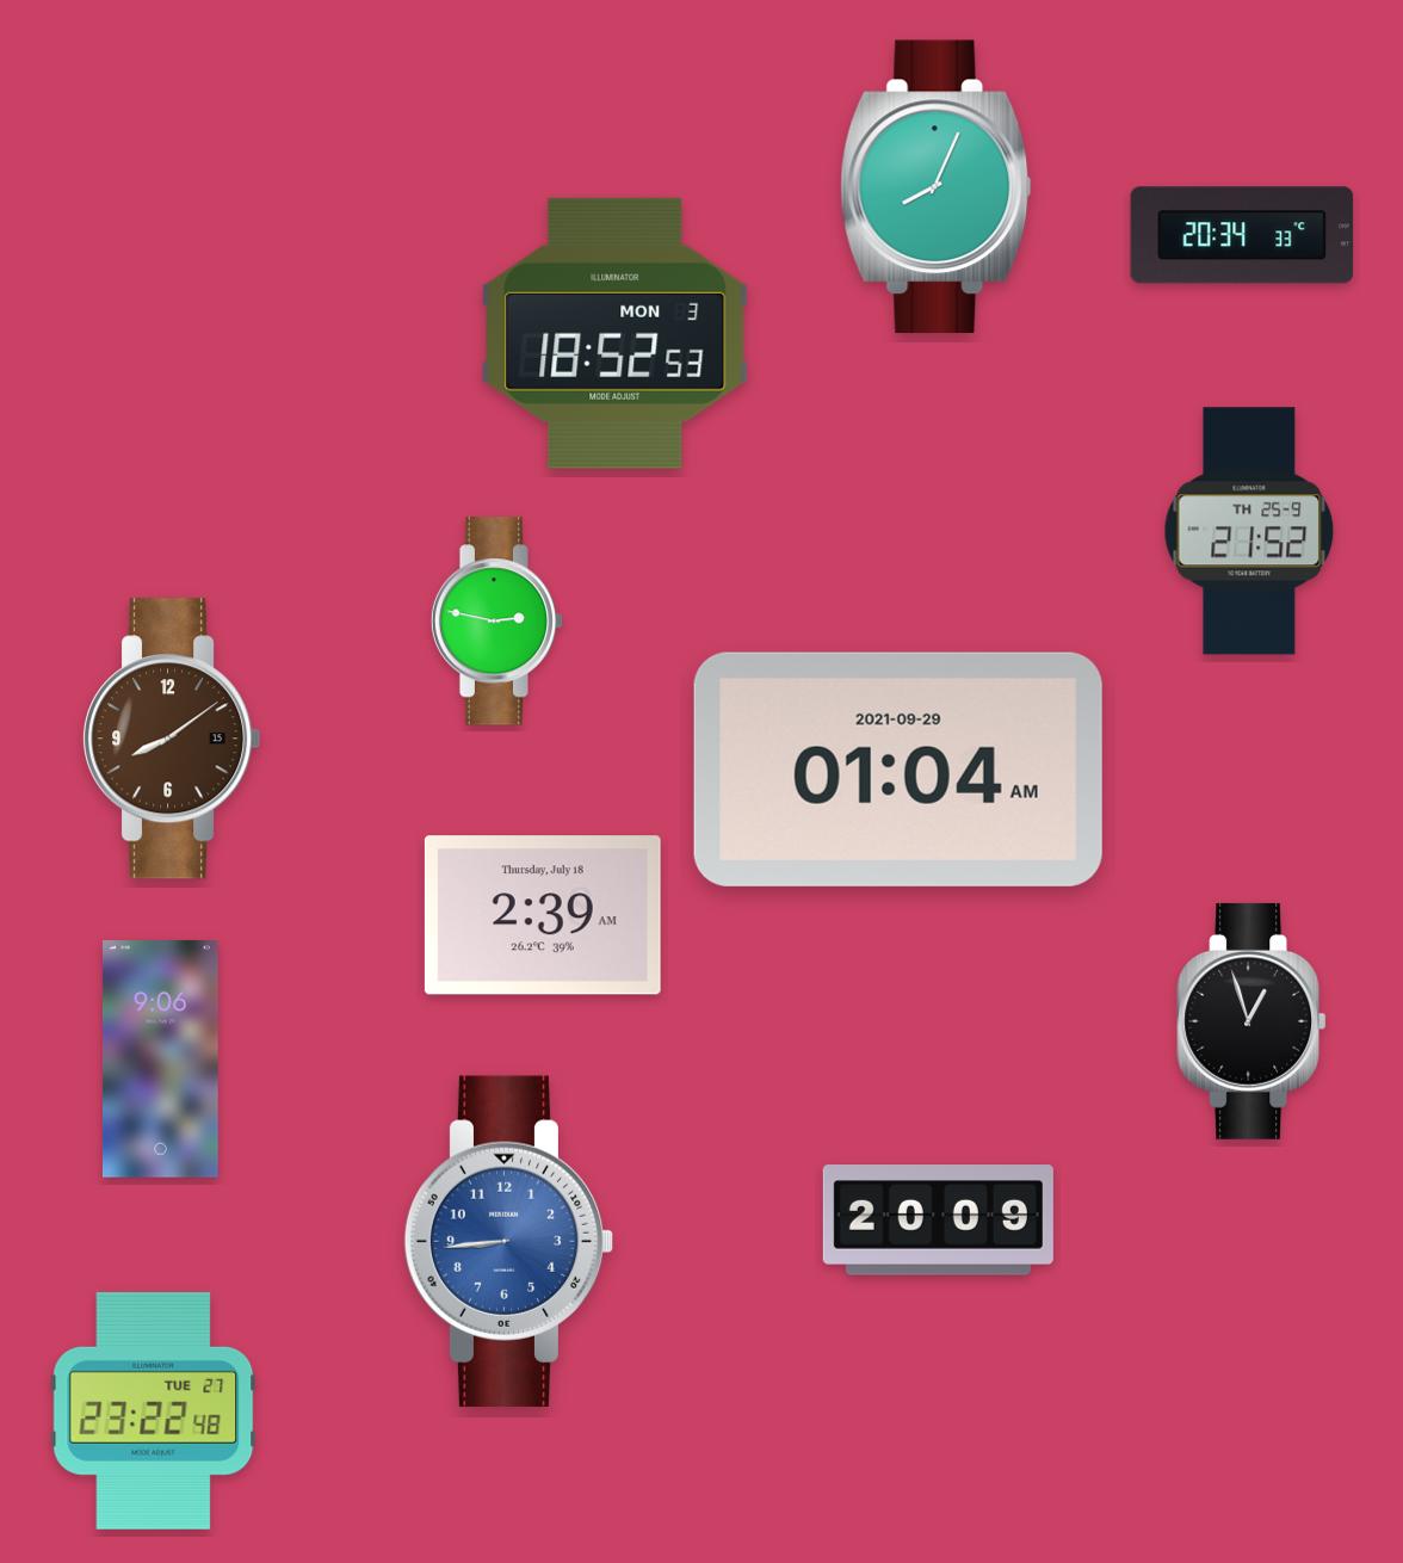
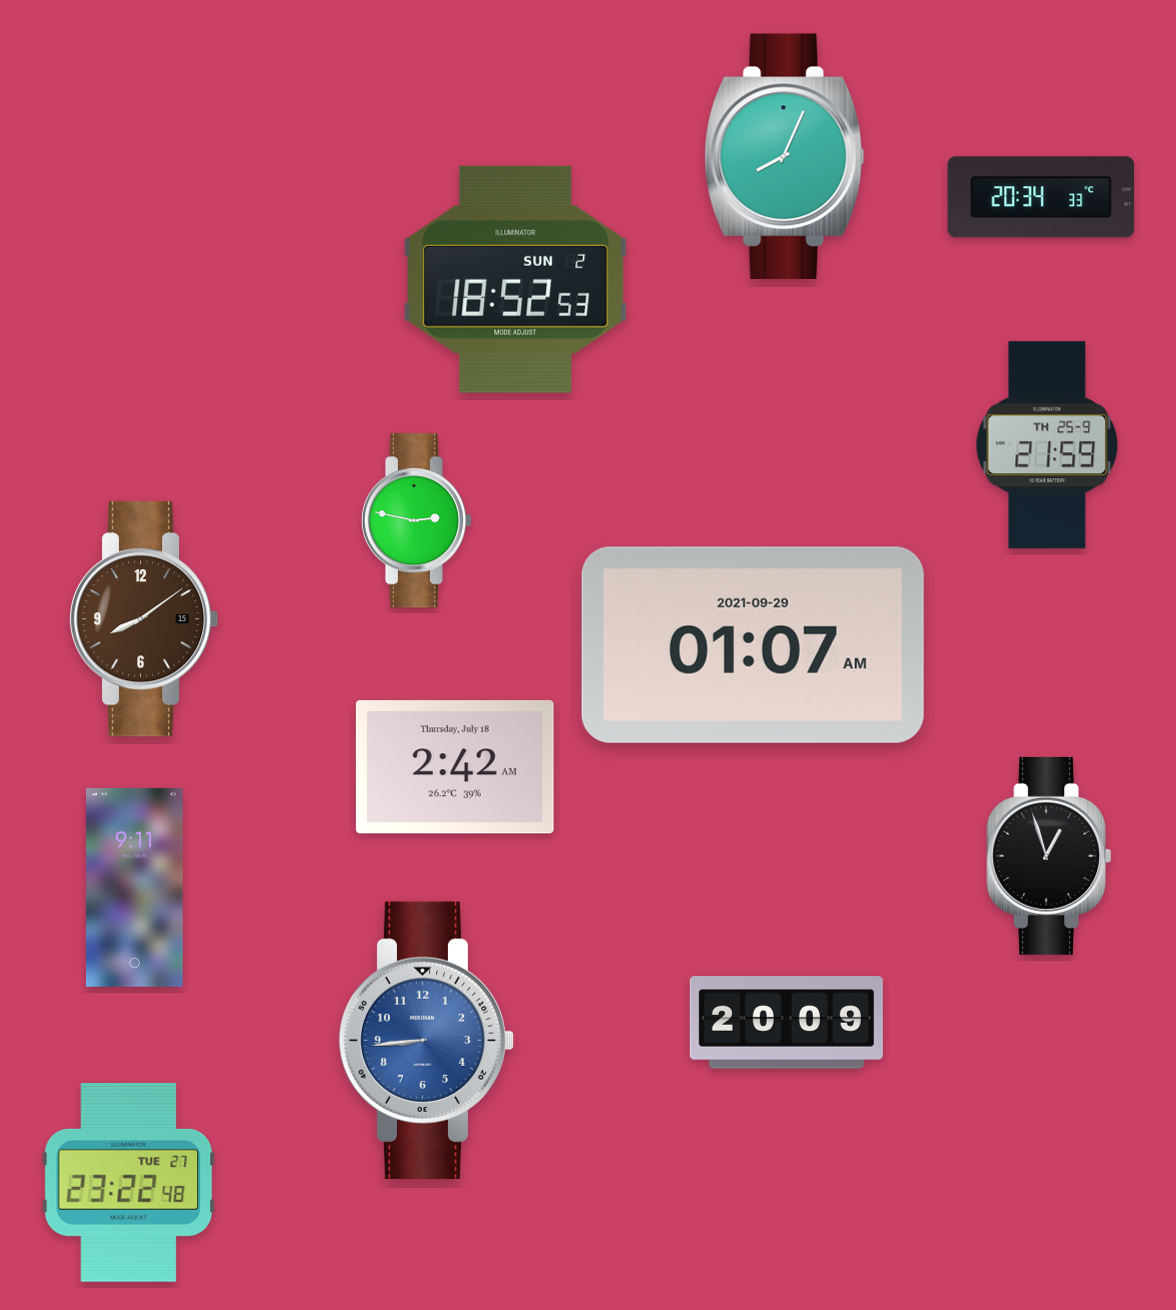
clock at (616, 333) date: MON 3 -> SUN 2
clock at (1249, 531): 21:52 -> 21:59
clock at (898, 770): 01:04 -> 01:07
clock at (543, 915): 2:39 -> 2:42
clock at (160, 1059): 9:06 -> 9:11
